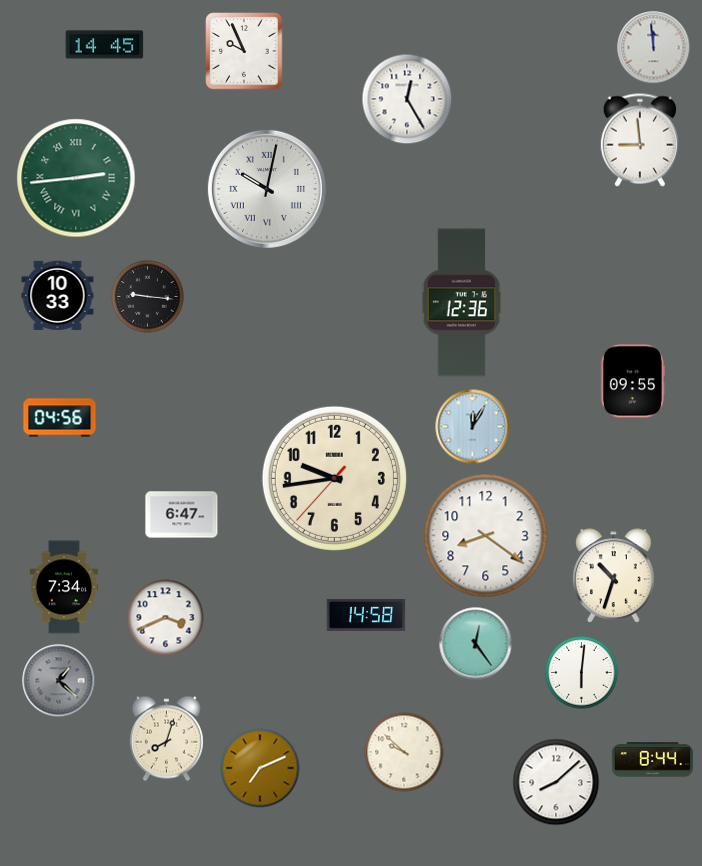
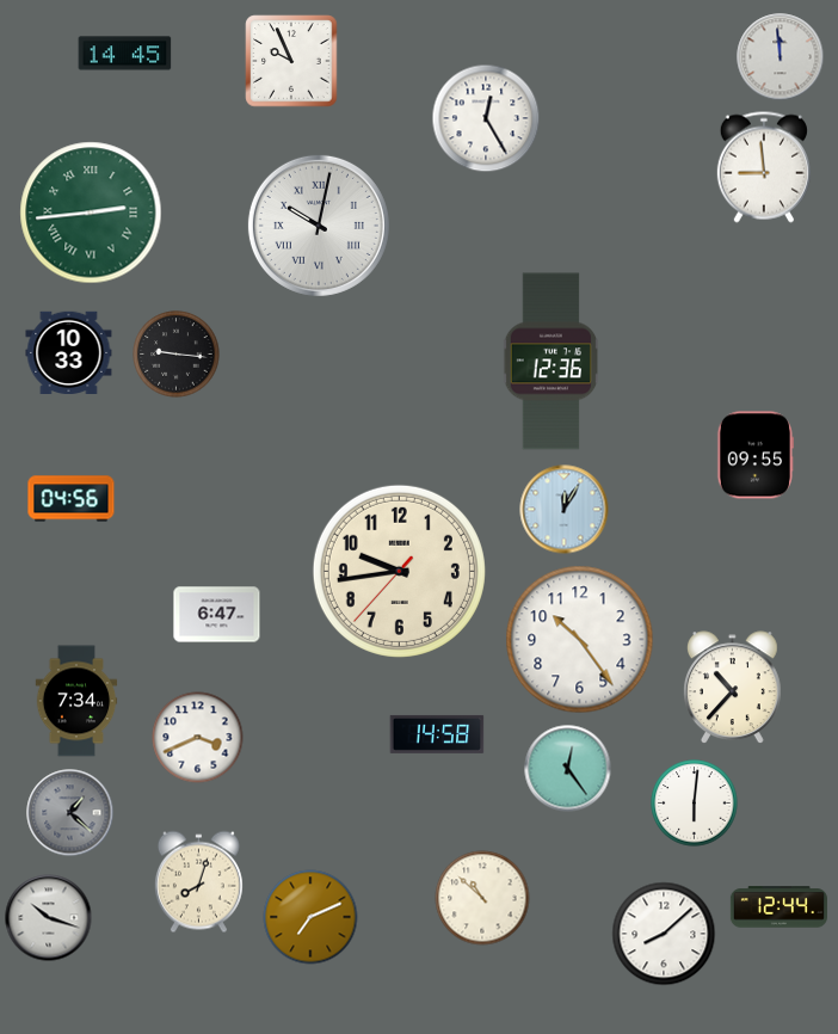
clock at (486, 536): 8:21 -> 10:24
clock at (614, 576): 10:33 -> 10:37
clock at (404, 752): 9:52 -> 10:52
clock at (652, 760): 8:44 -> 12:44
clock at (49, 918): none -> 10:18
